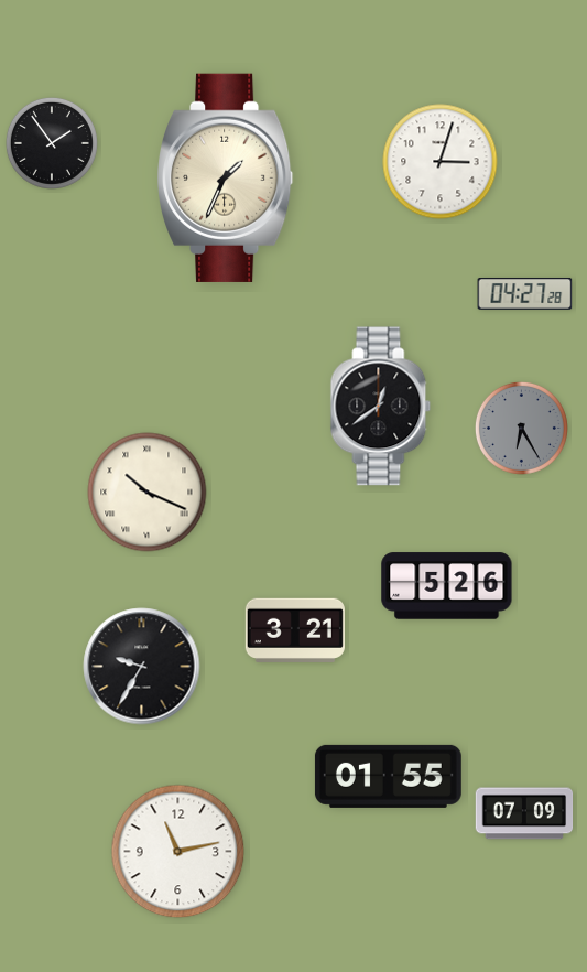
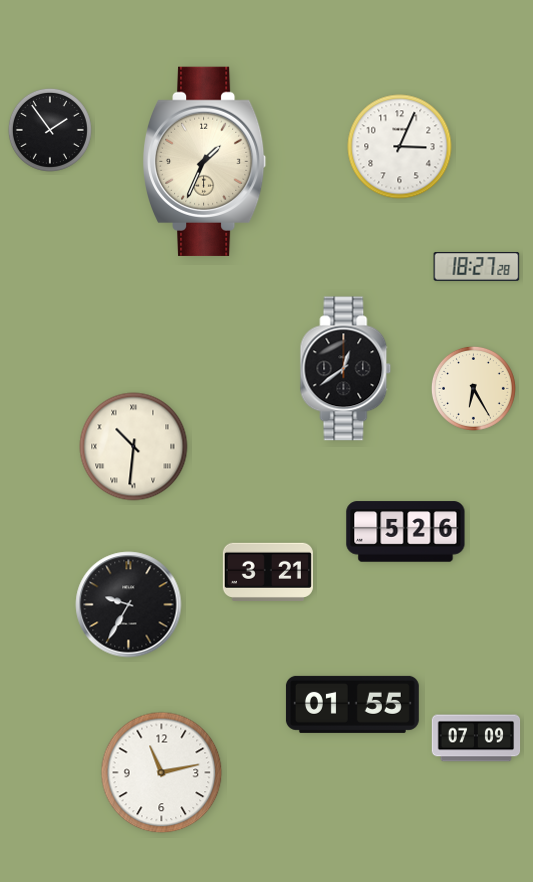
clock at (52, 143) position: (52, 143) -> (50, 130)
clock at (441, 162): 3:03 -> 3:04
clock at (525, 294): 04:27 -> 18:27
clock at (521, 428) dial: grey -> cream
clock at (148, 493): 10:19 -> 10:31
